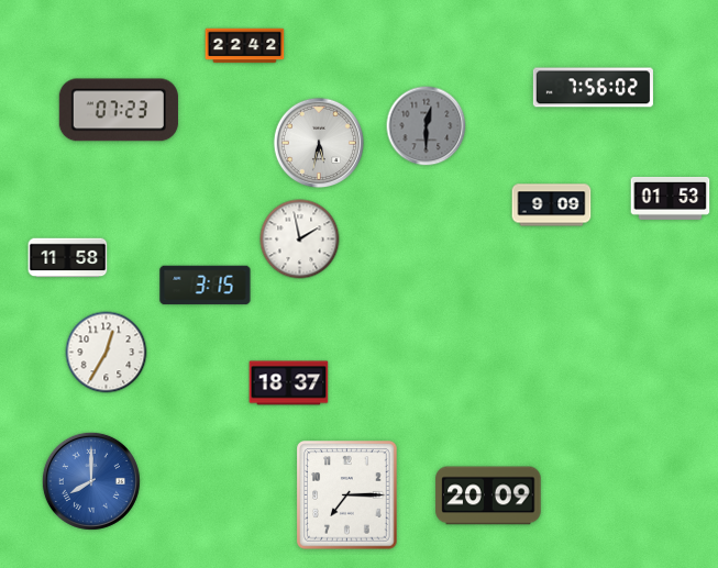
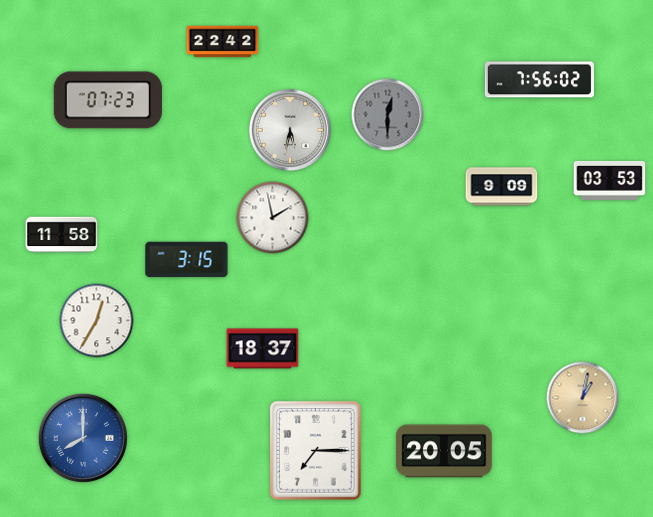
clock at (671, 198): 01:53 -> 03:53
clock at (583, 398): none -> 1:02
clock at (488, 495): 20:09 -> 20:05
